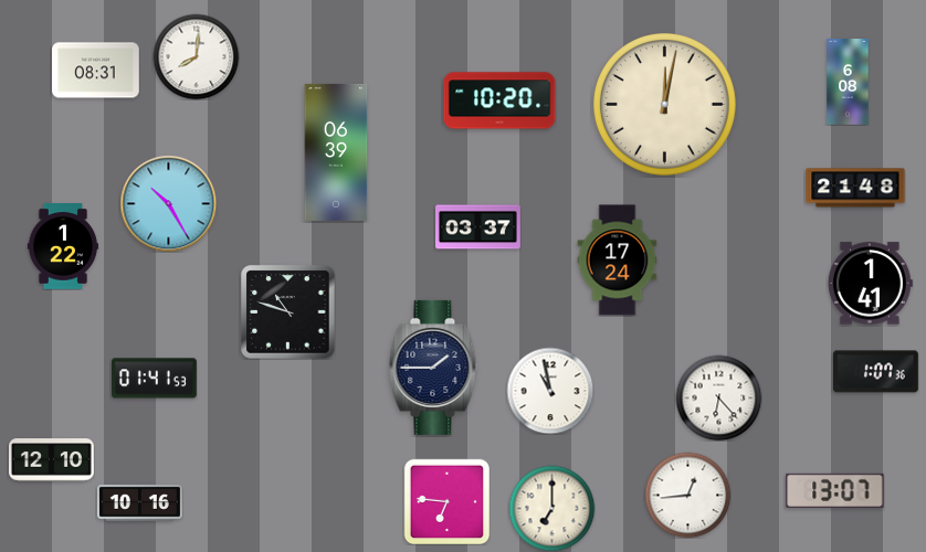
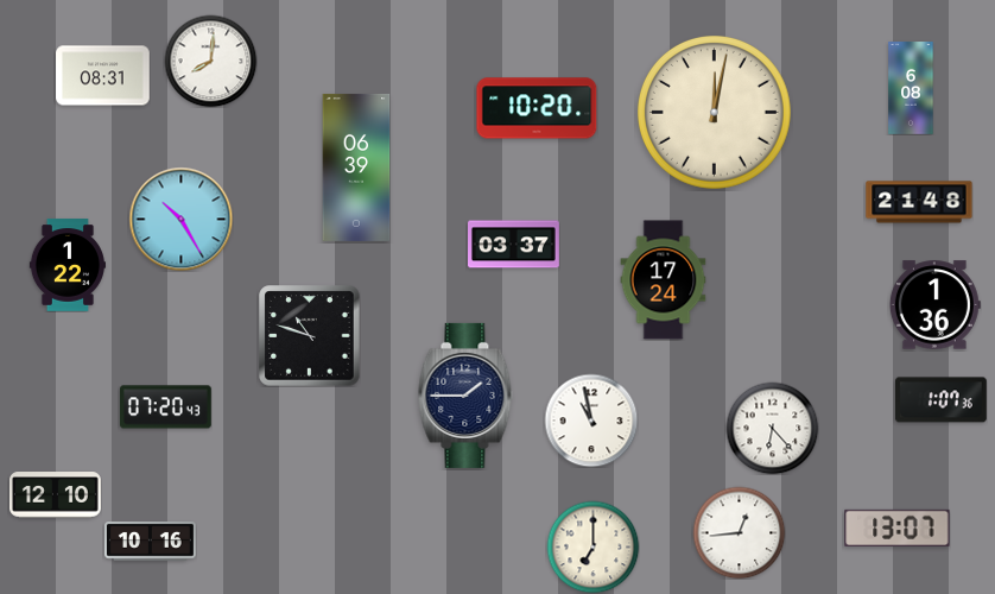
clock at (336, 152) position: (336, 152) -> (356, 168)
clock at (870, 284): 1:41 -> 1:36
clock at (154, 379): 01:41 -> 07:20
clock at (446, 501): 6:46 -> none
